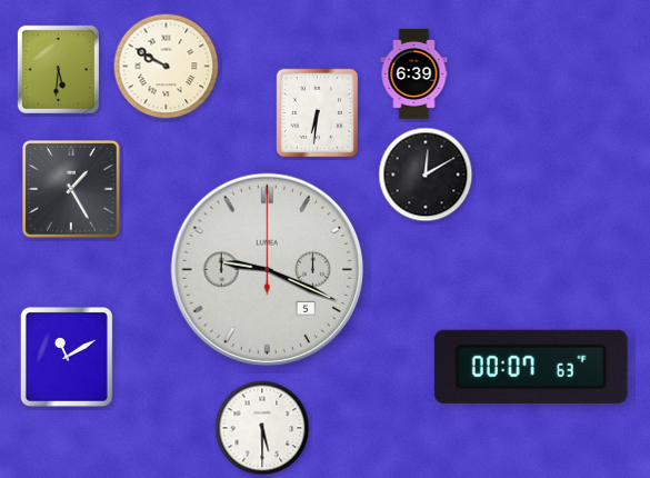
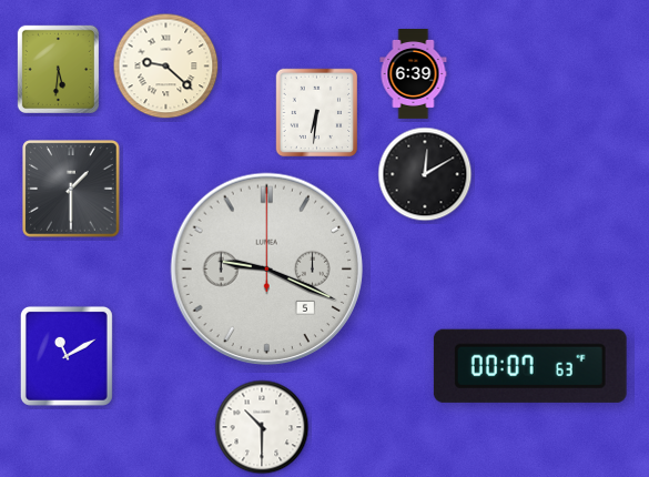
clock at (167, 67): 9:50 -> 9:22
clock at (71, 189): 1:25 -> 1:30
clock at (262, 428): 5:30 -> 10:30
